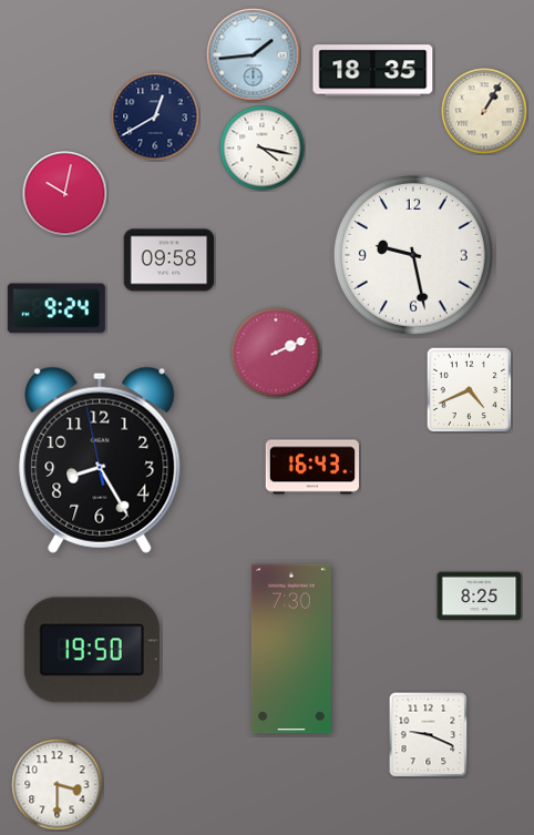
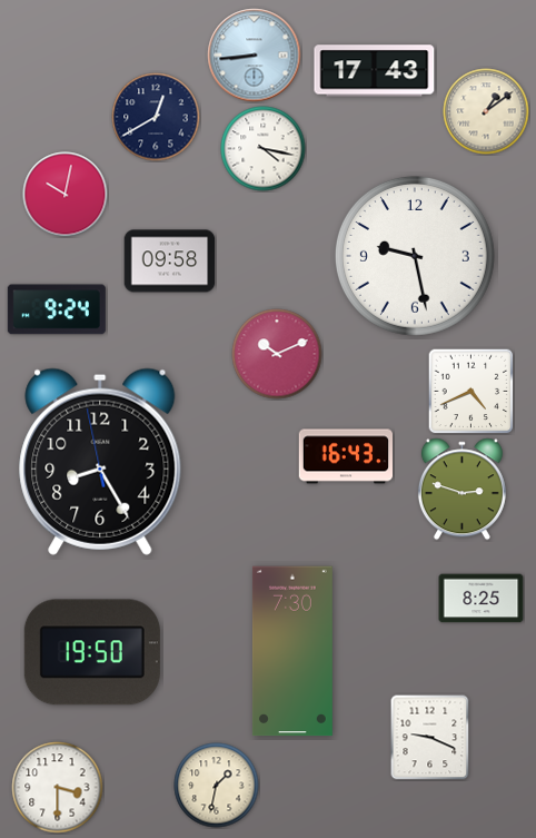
clock at (254, 55): 1:44 -> 8:44
clock at (373, 71): 18:35 -> 17:43
clock at (484, 111): 1:05 -> 1:09
clock at (276, 353): 2:11 -> 10:11
clock at (312, 467) position: (312, 467) -> (346, 456)
clock at (461, 490): none -> 2:48
clock at (217, 786): none -> 1:32
